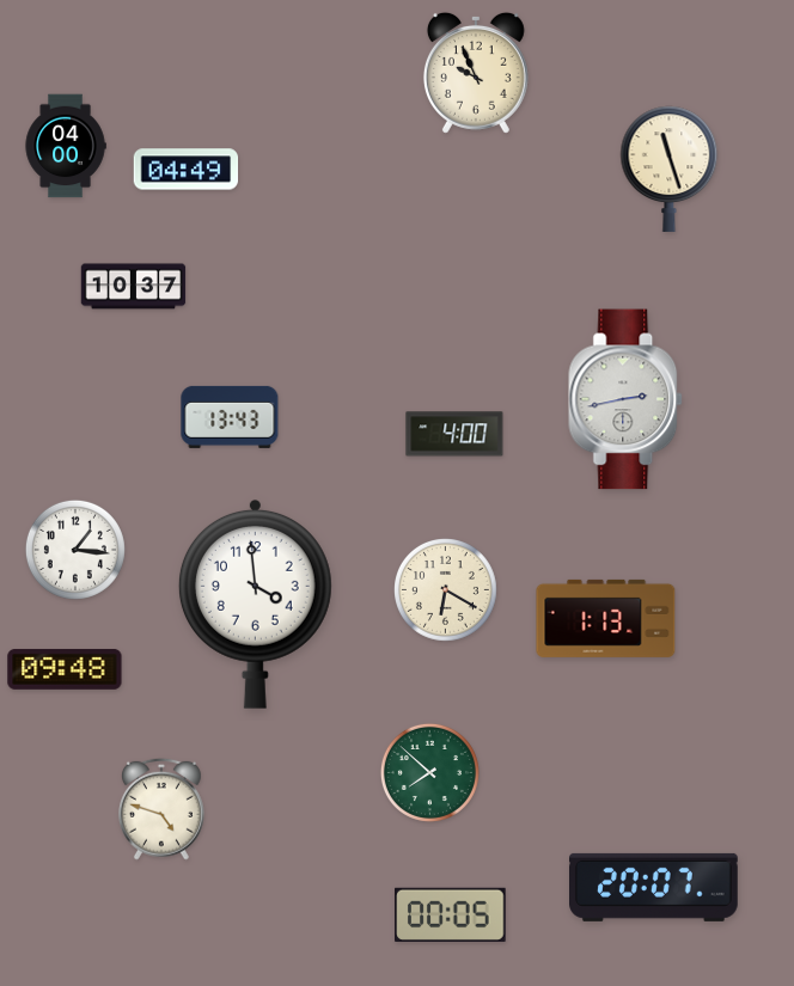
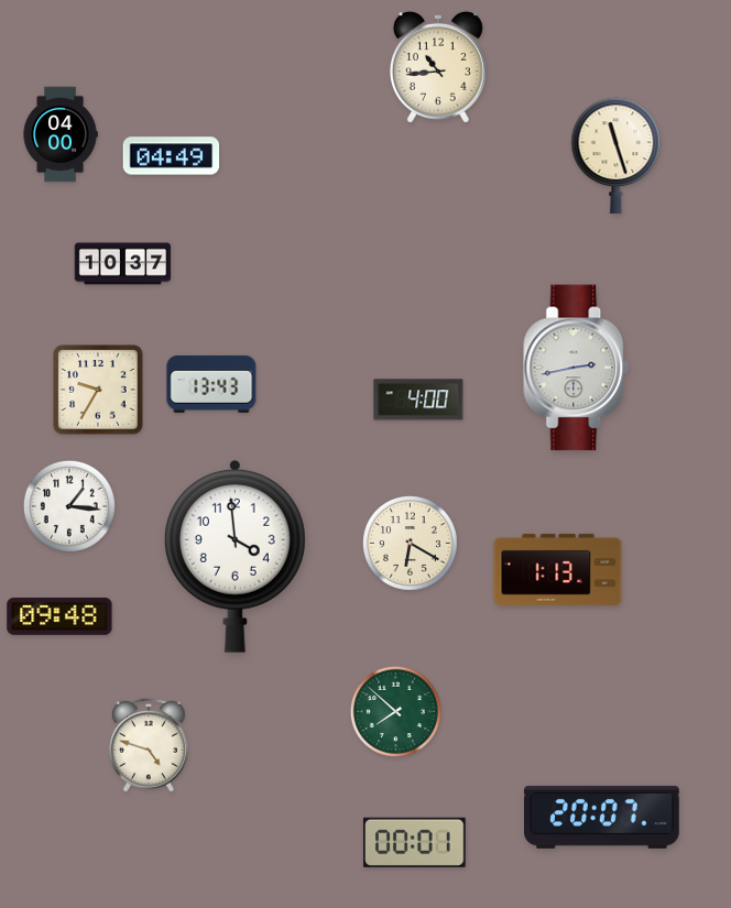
clock at (476, 73): 9:56 -> 10:44
clock at (98, 390): none -> 9:35
clock at (451, 914): 00:05 -> 00:01
